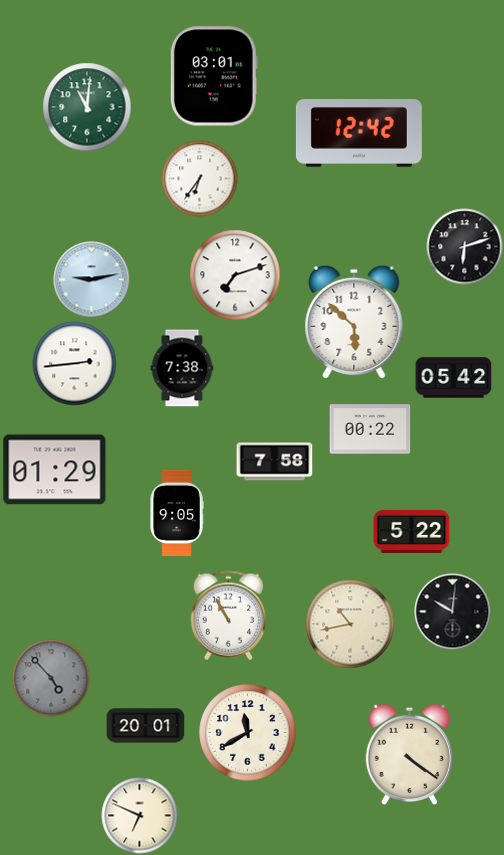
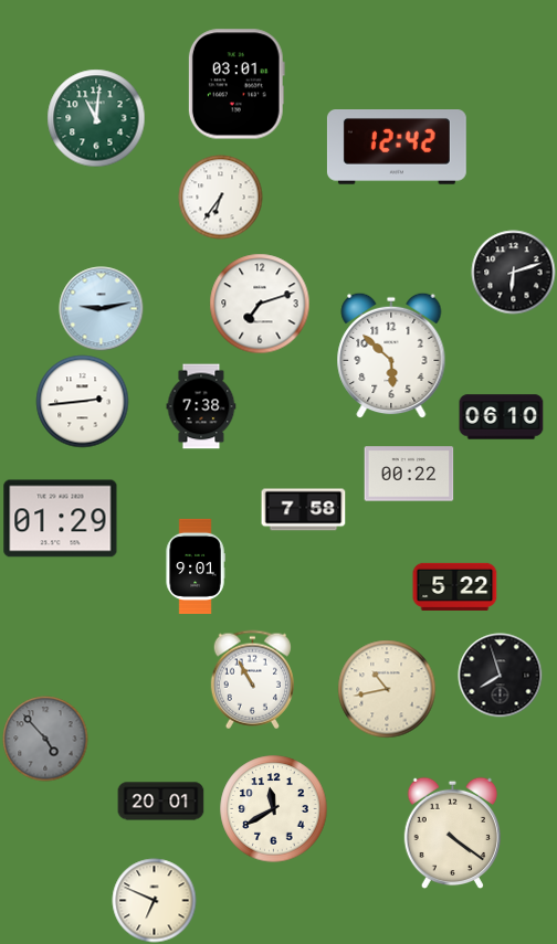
clock at (454, 378): 05:42 -> 06:10
clock at (177, 513): 9:05 -> 9:01
clock at (453, 612): 10:01 -> 7:57
clock at (51, 678) position: (51, 678) -> (45, 739)
